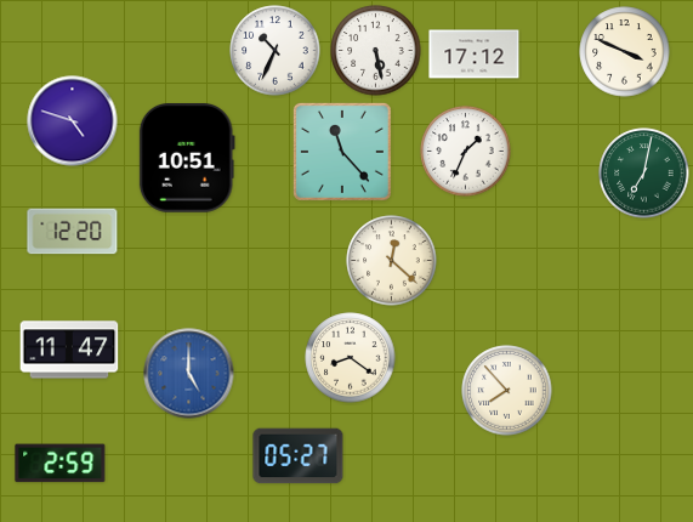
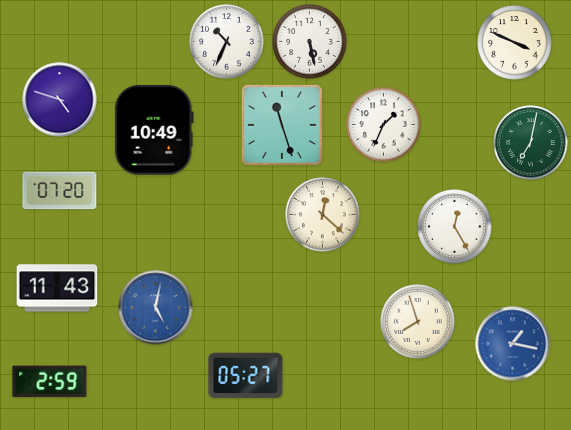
clock at (475, 55): 17:12 -> none
clock at (342, 152): 11:23 -> 11:27
clock at (187, 159): 10:51 -> 10:49
clock at (73, 232): 12:20 -> 07:20
clock at (455, 227): none -> 12:25
clock at (69, 350): 11:47 -> 11:43
clock at (351, 358): 8:21 -> none
clock at (189, 374): 5:00 -> 5:02
clock at (507, 391): 7:53 -> 7:57
clock at (513, 344): none -> 1:17
